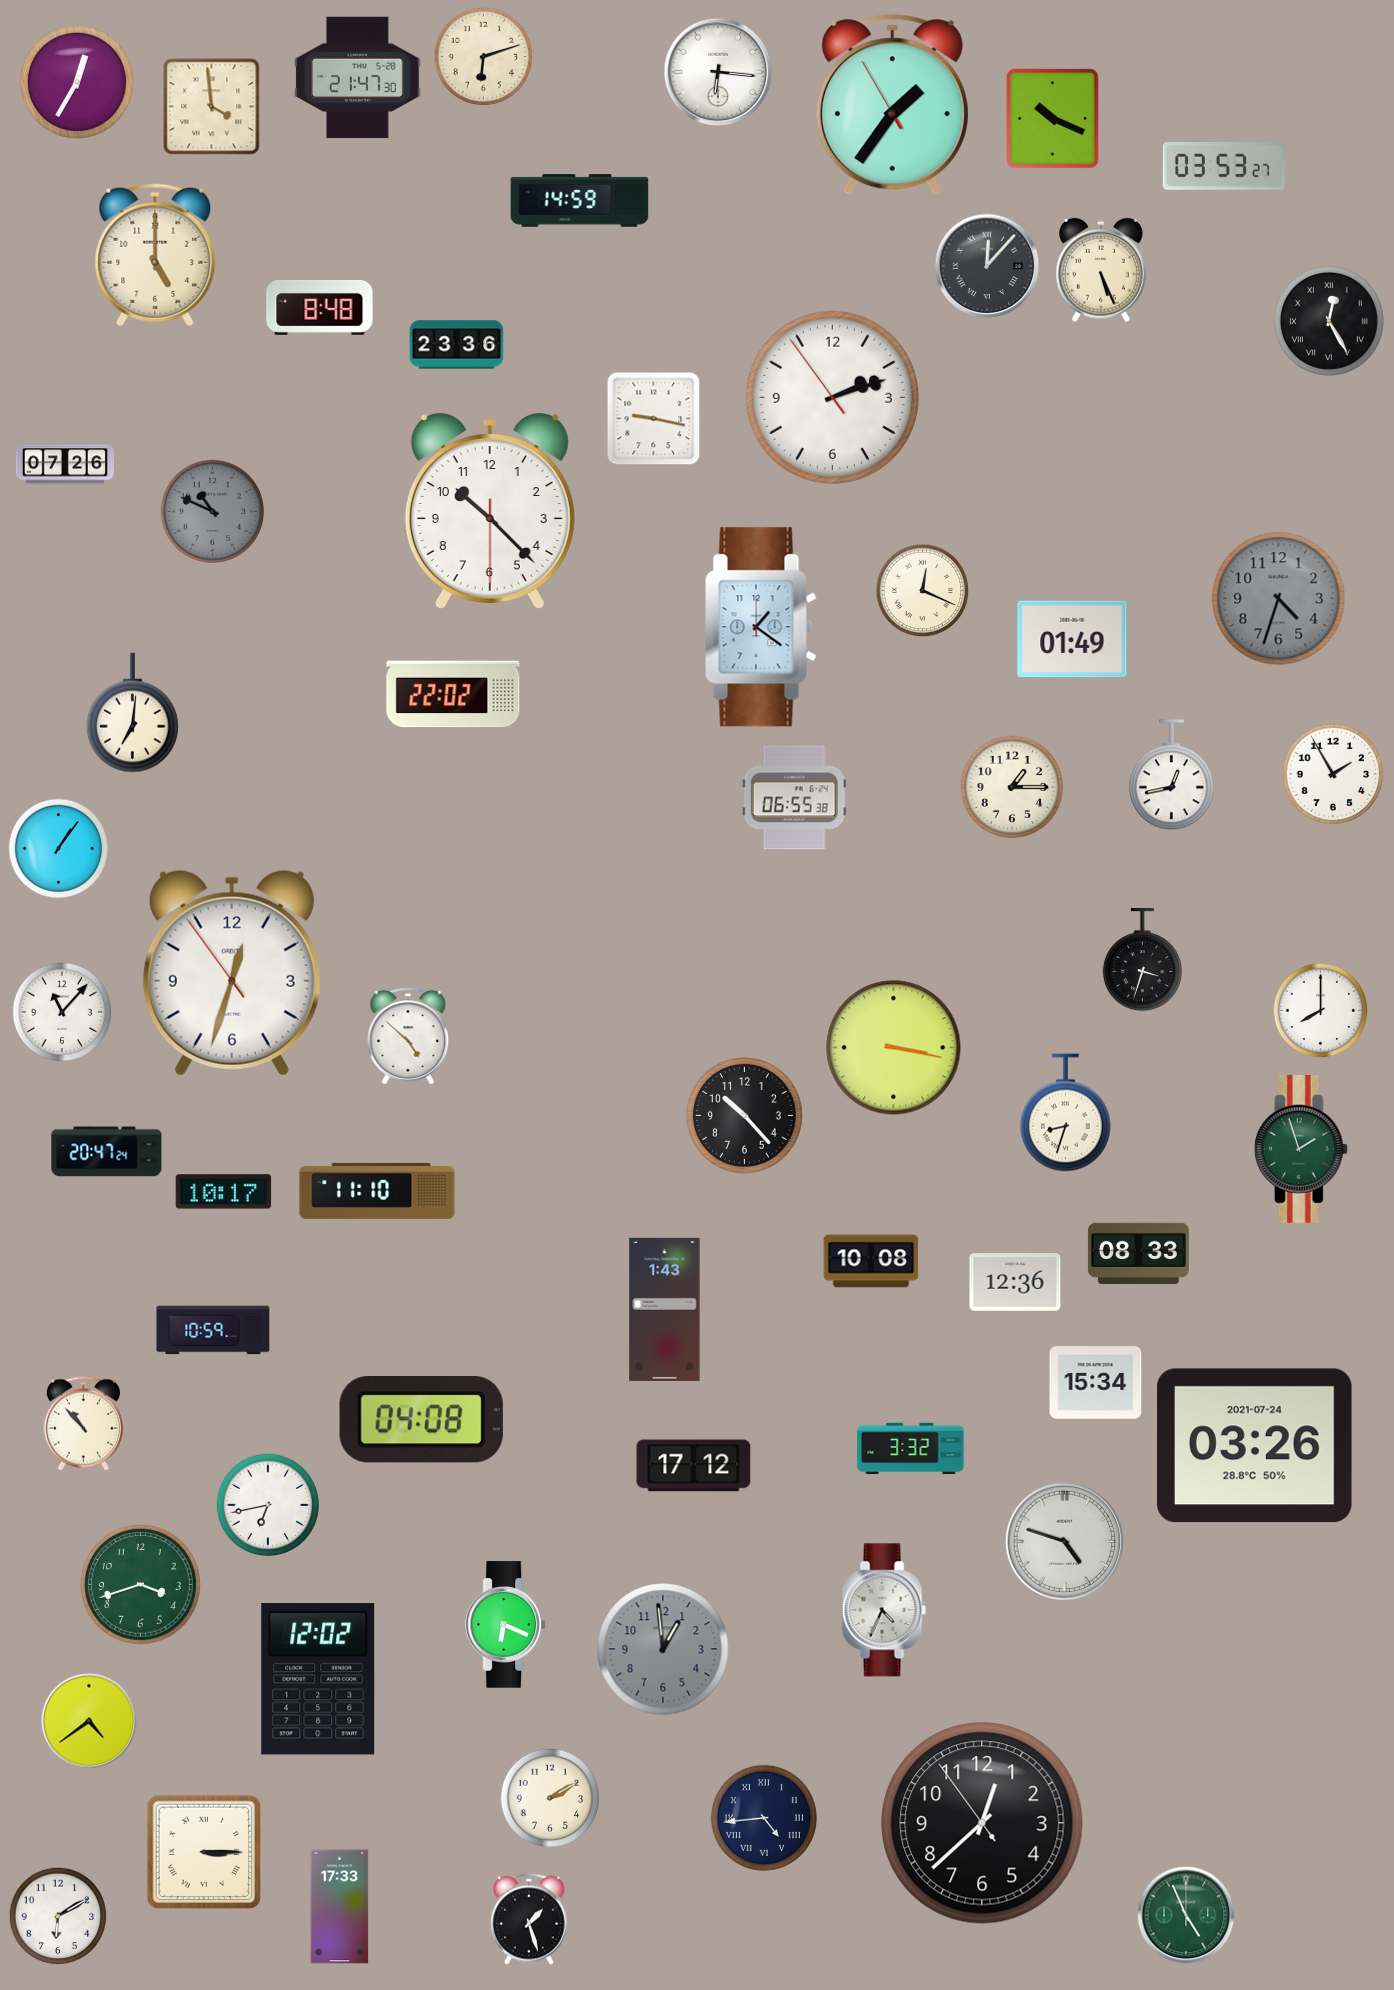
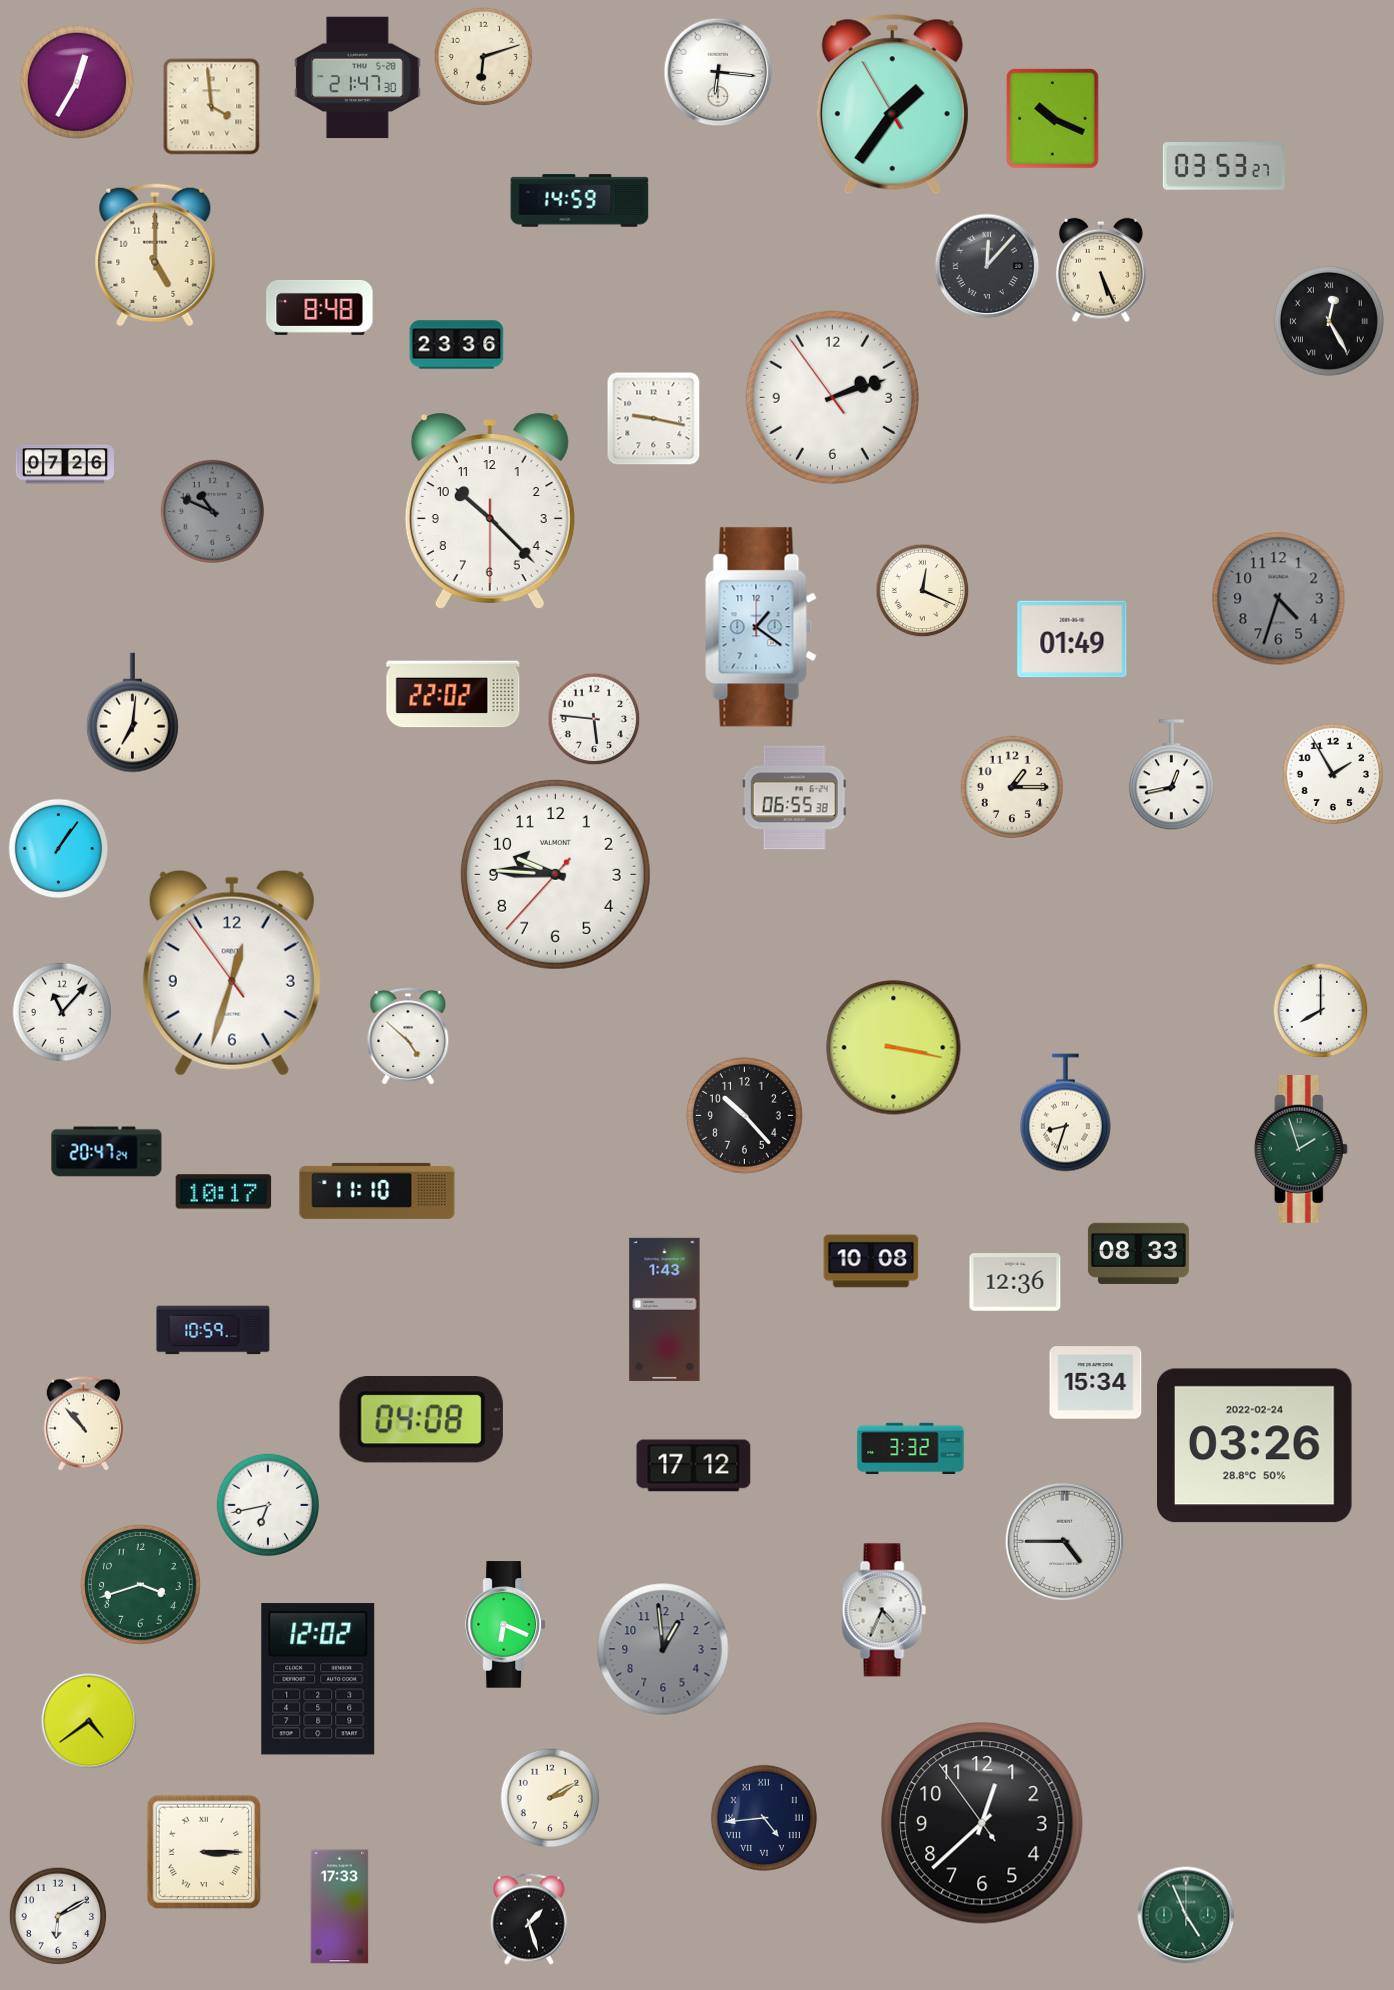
clock at (594, 719): none -> 5:46
clock at (555, 874): none -> 9:45
clock at (1142, 961): 3:33 -> none
clock at (1255, 1446) date: 2021-07-24 -> 2022-02-24
clock at (1065, 1542): 4:48 -> 4:45
